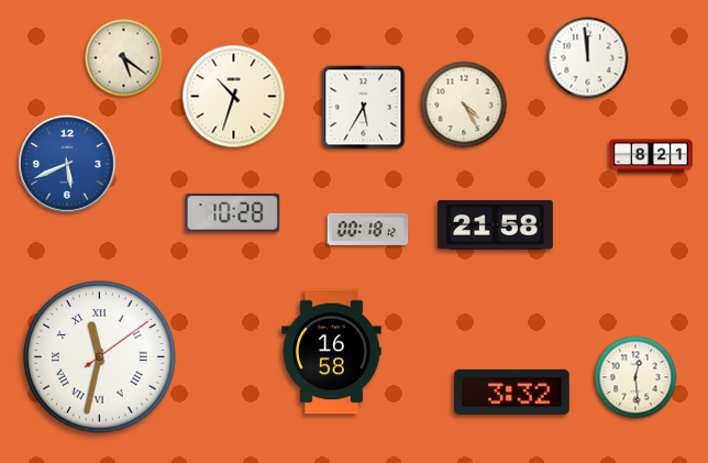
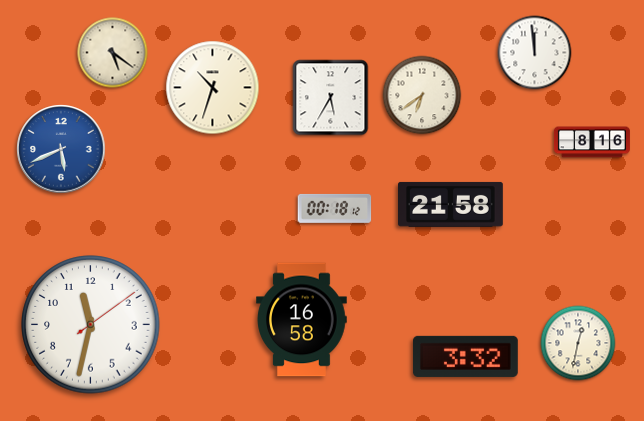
clock at (464, 104): 4:25 -> 6:39
clock at (651, 156): 8:21 -> 8:16
clock at (233, 213): 10:28 -> none
clock at (100, 357) numerals: Roman -> Arabic
clock at (635, 377): 12:29 -> 12:32
